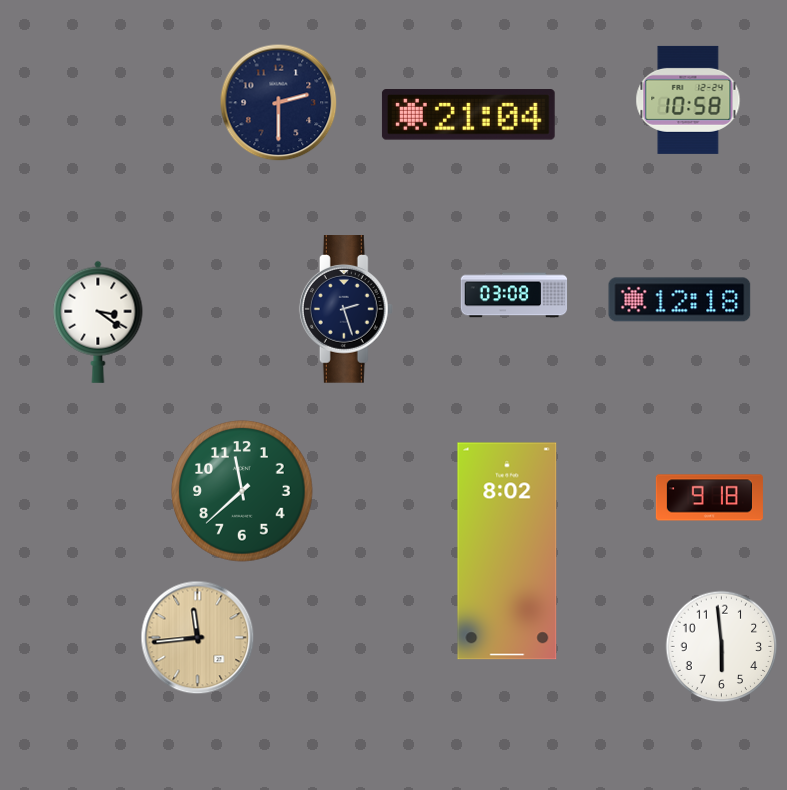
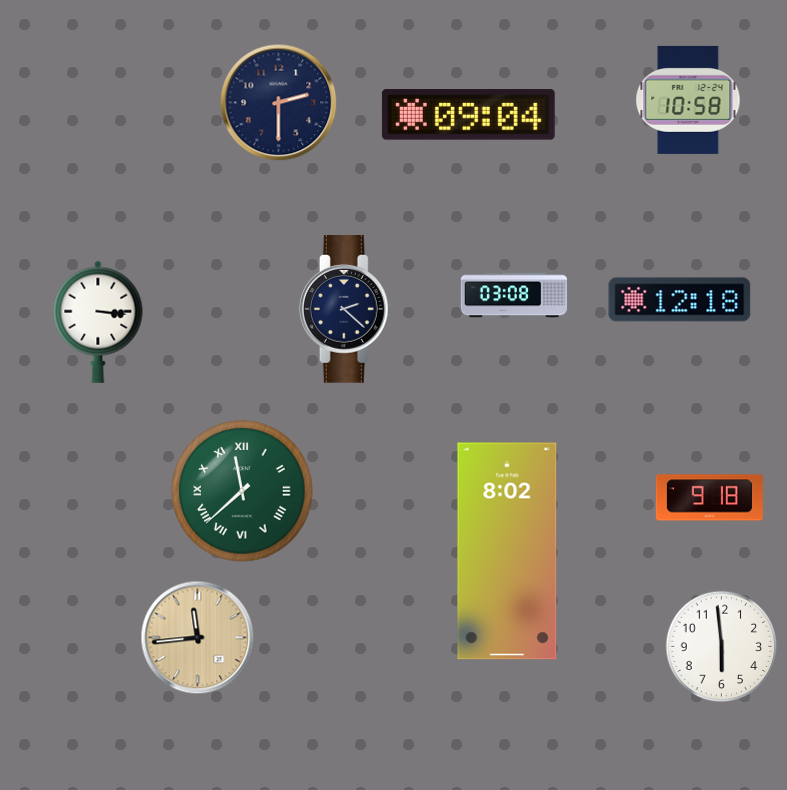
clock at (468, 115): 21:04 -> 09:04
clock at (346, 310): 2:27 -> 2:22
clock at (98, 322): 3:21 -> 3:16
clock at (242, 491) numerals: Arabic -> Roman
